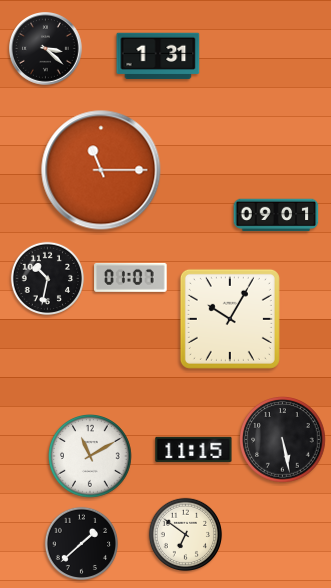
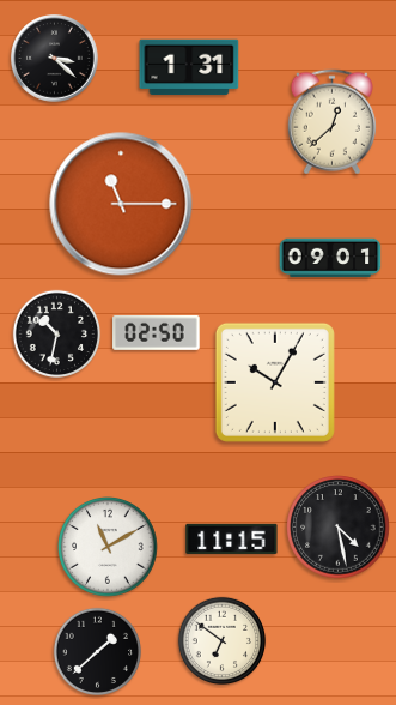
clock at (331, 122): none -> 12:38
clock at (131, 277): 01:07 -> 02:50
clock at (283, 440): 5:28 -> 4:28
